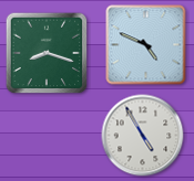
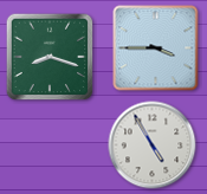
clock at (146, 45): 4:49 -> 3:45
